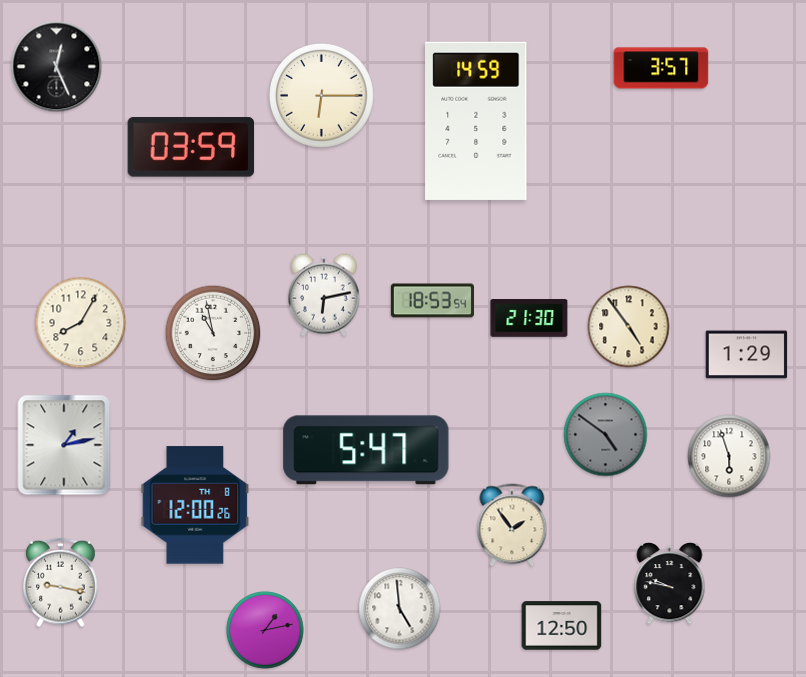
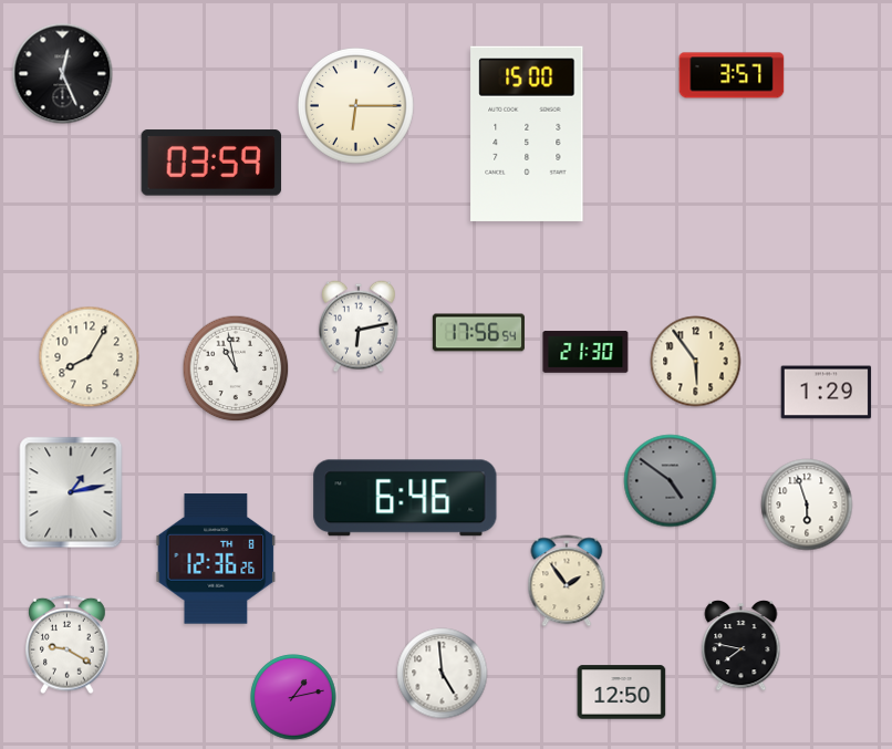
clock at (476, 121): 14:59 -> 15:00
clock at (432, 301): 18:53 -> 17:56
clock at (629, 327): 4:54 -> 5:54
clock at (366, 450): 5:47 -> 6:46
clock at (195, 505): 12:00 -> 12:36
clock at (61, 583): 9:17 -> 9:20
clock at (670, 584): 9:47 -> 7:47
